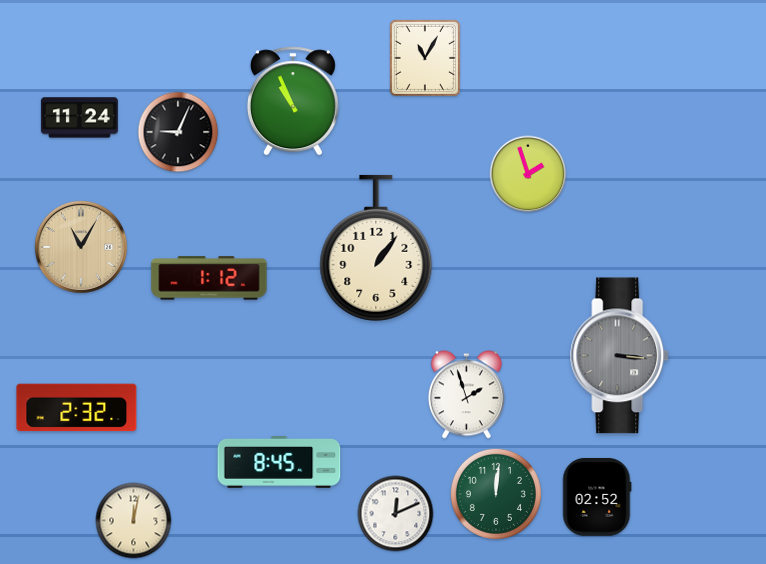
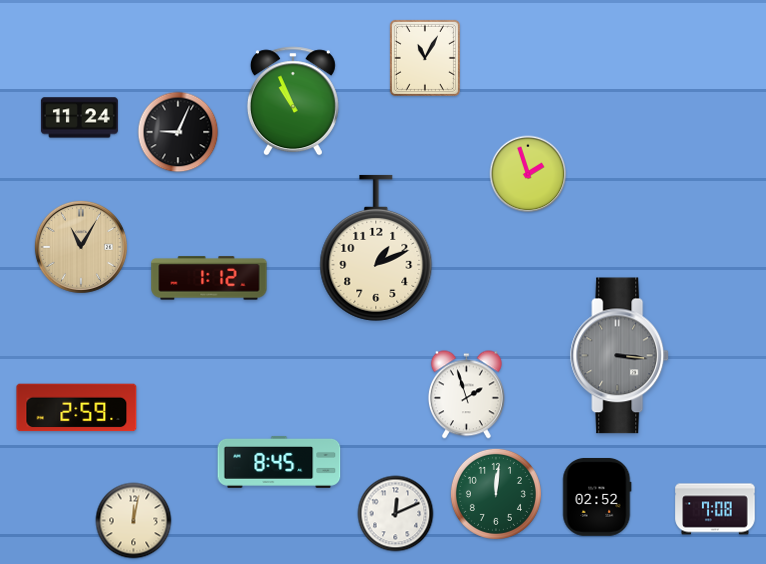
clock at (376, 248): 1:06 -> 1:11
clock at (77, 408): 2:32 -> 2:59
clock at (715, 509): none -> 7:08
